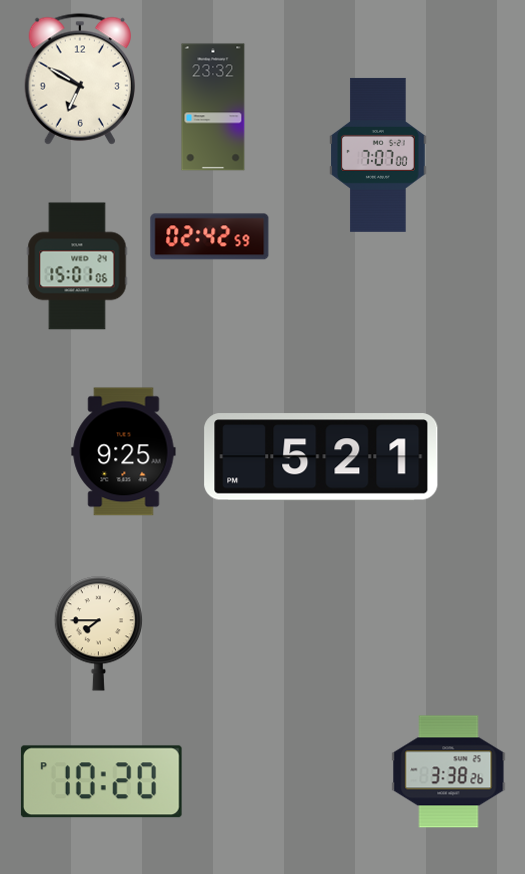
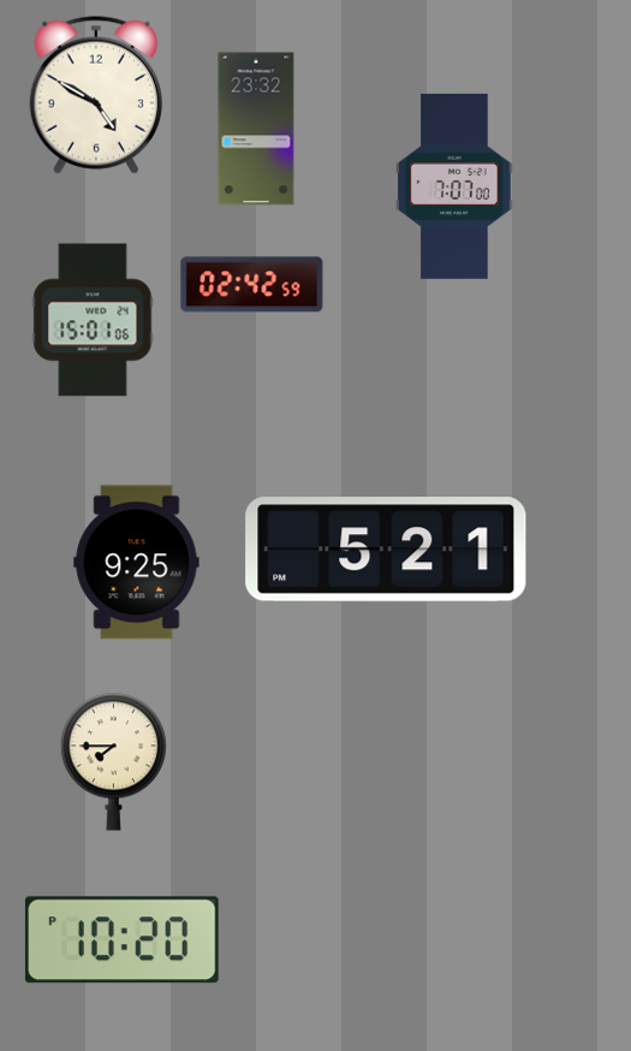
clock at (80, 79): 6:50 -> 4:50
clock at (124, 452) position: (124, 452) -> (137, 563)
clock at (98, 634) position: (98, 634) -> (113, 762)
clock at (449, 772): 3:38 -> none
